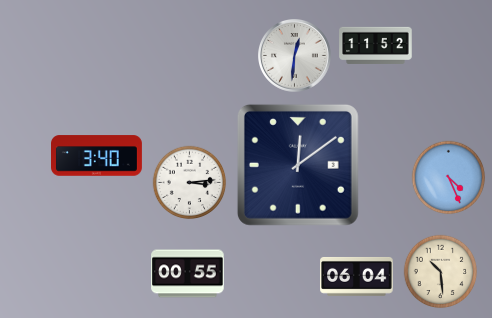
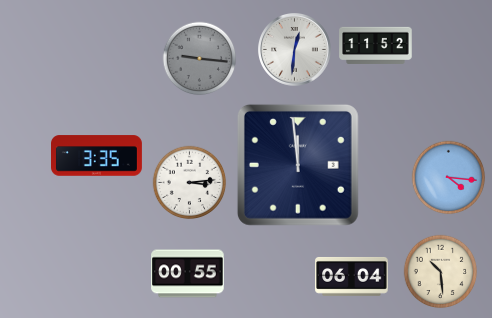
clock at (295, 56) position: (295, 56) -> (295, 50)
clock at (200, 59): none -> 9:16
clock at (97, 156): 3:40 -> 3:35
clock at (298, 165): 12:09 -> 11:59
clock at (449, 178): 4:26 -> 4:16
clock at (357, 276) position: (357, 276) -> (352, 276)
